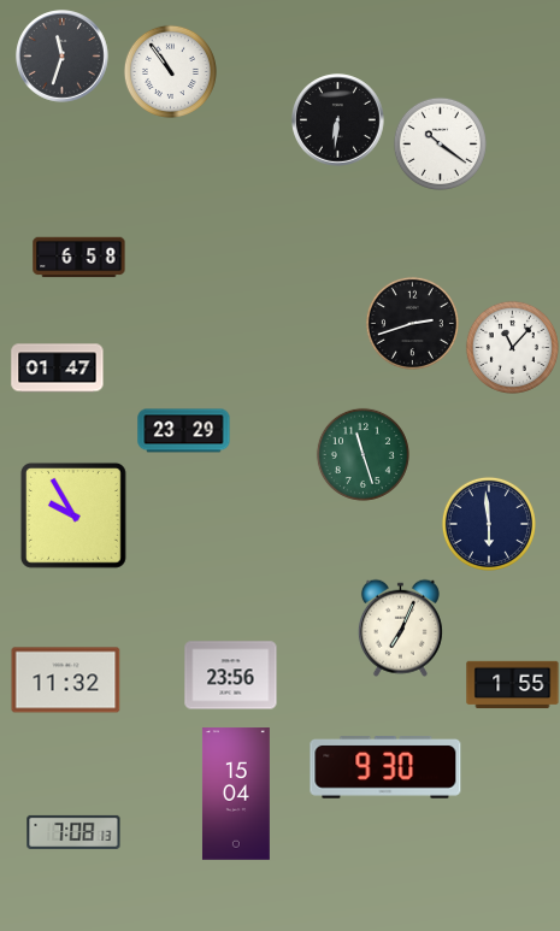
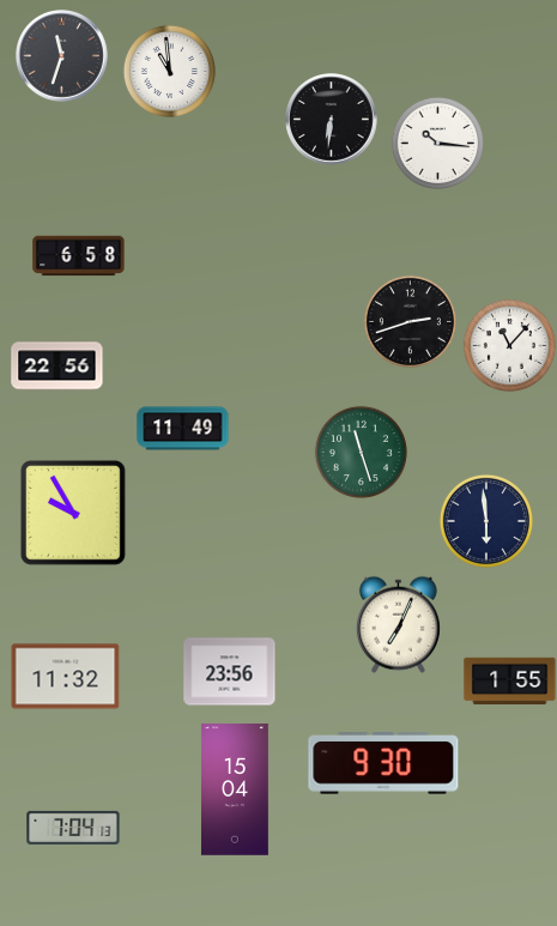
clock at (170, 71): 10:54 -> 10:59
clock at (338, 120) position: (338, 120) -> (332, 120)
clock at (440, 143): 10:21 -> 10:16
clock at (58, 369): 01:47 -> 22:56
clock at (184, 431): 23:29 -> 11:49
clock at (73, 832): 7:08 -> 7:04
